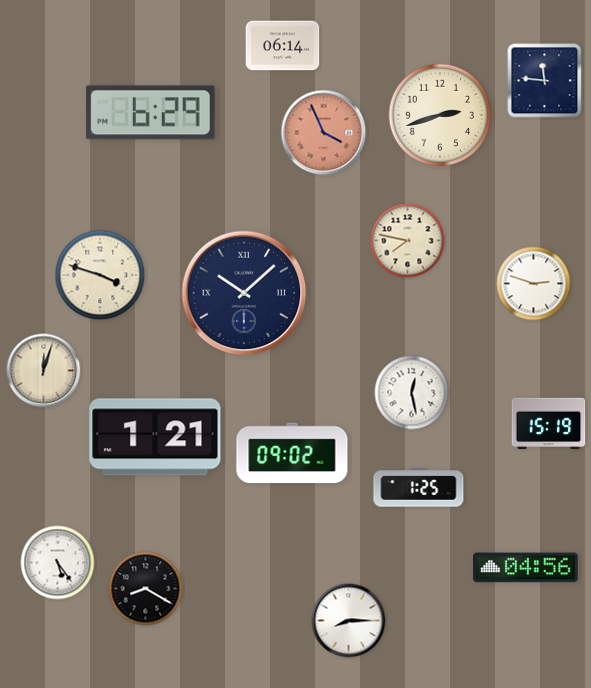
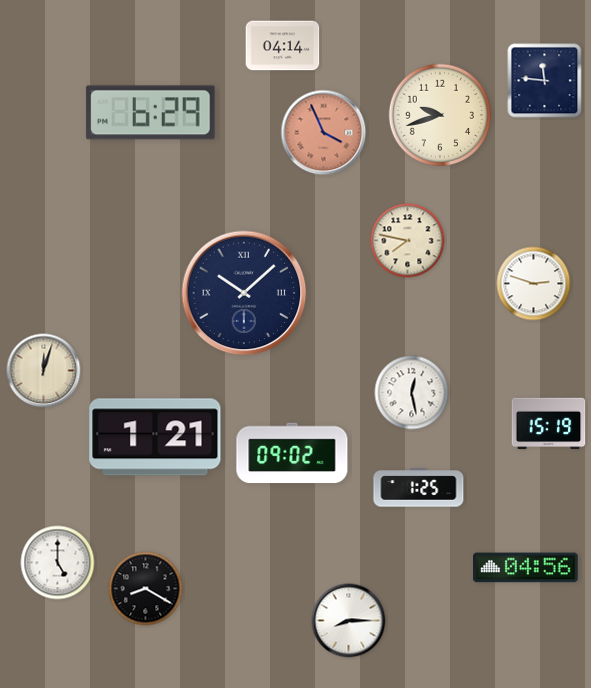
clock at (283, 46): 06:14 -> 04:14
clock at (440, 115): 2:42 -> 9:42
clock at (100, 275): 3:48 -> none
clock at (58, 563): 5:24 -> 5:00
